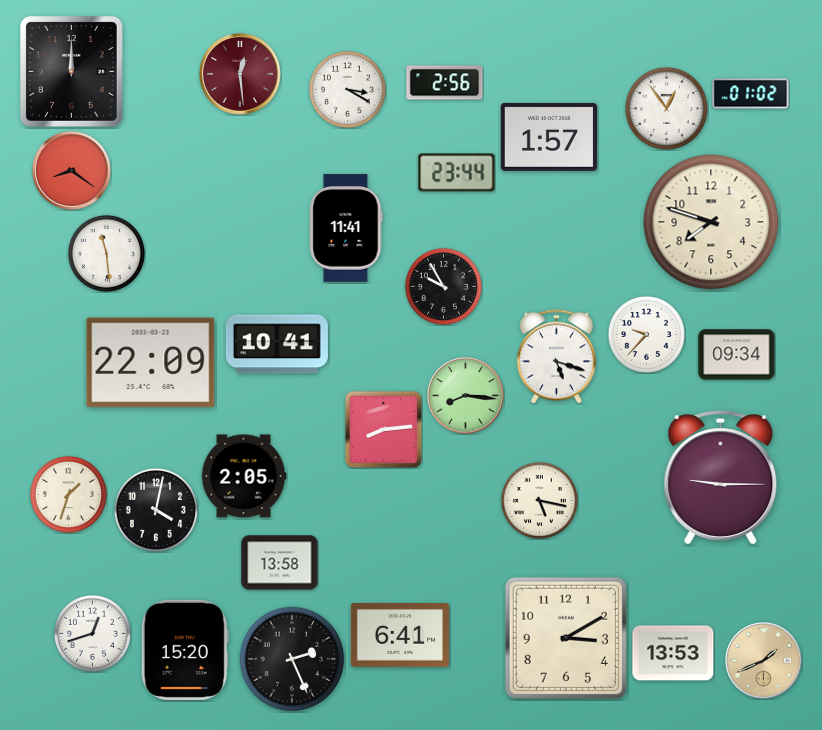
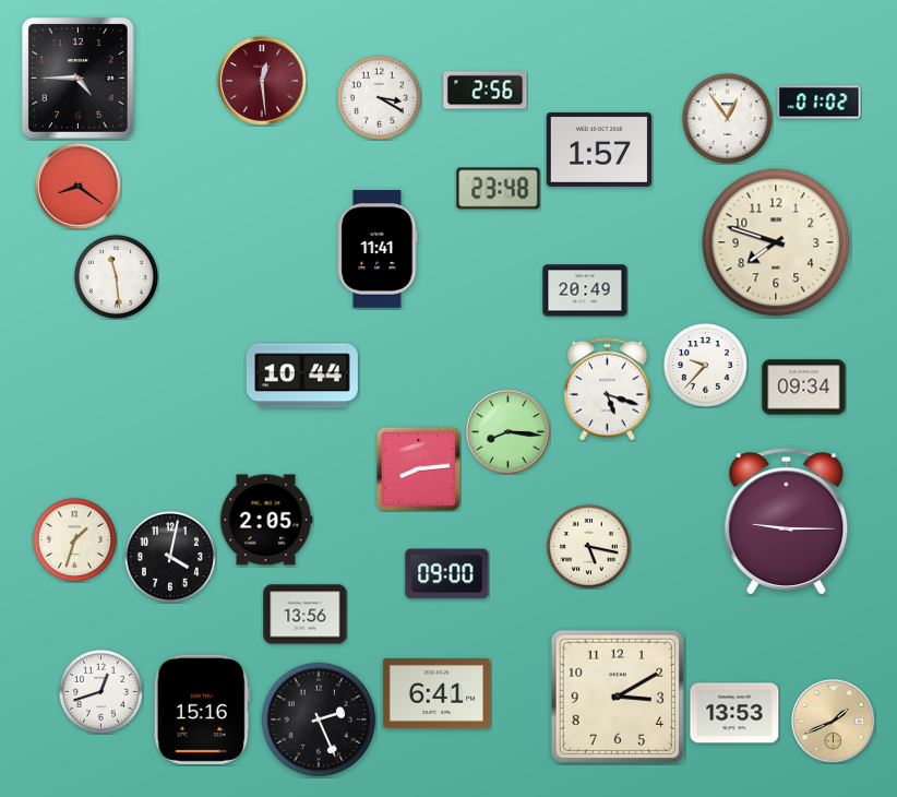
clock at (71, 71): 12:00 -> 4:45
clock at (457, 173): 23:44 -> 23:48
clock at (585, 290): none -> 20:49
clock at (443, 286): 9:55 -> none
clock at (277, 344): 10:41 -> 10:44
clock at (151, 363): 22:09 -> none
clock at (447, 574): none -> 09:00
clock at (280, 563): 13:58 -> 13:56
clock at (185, 650): 15:20 -> 15:16
